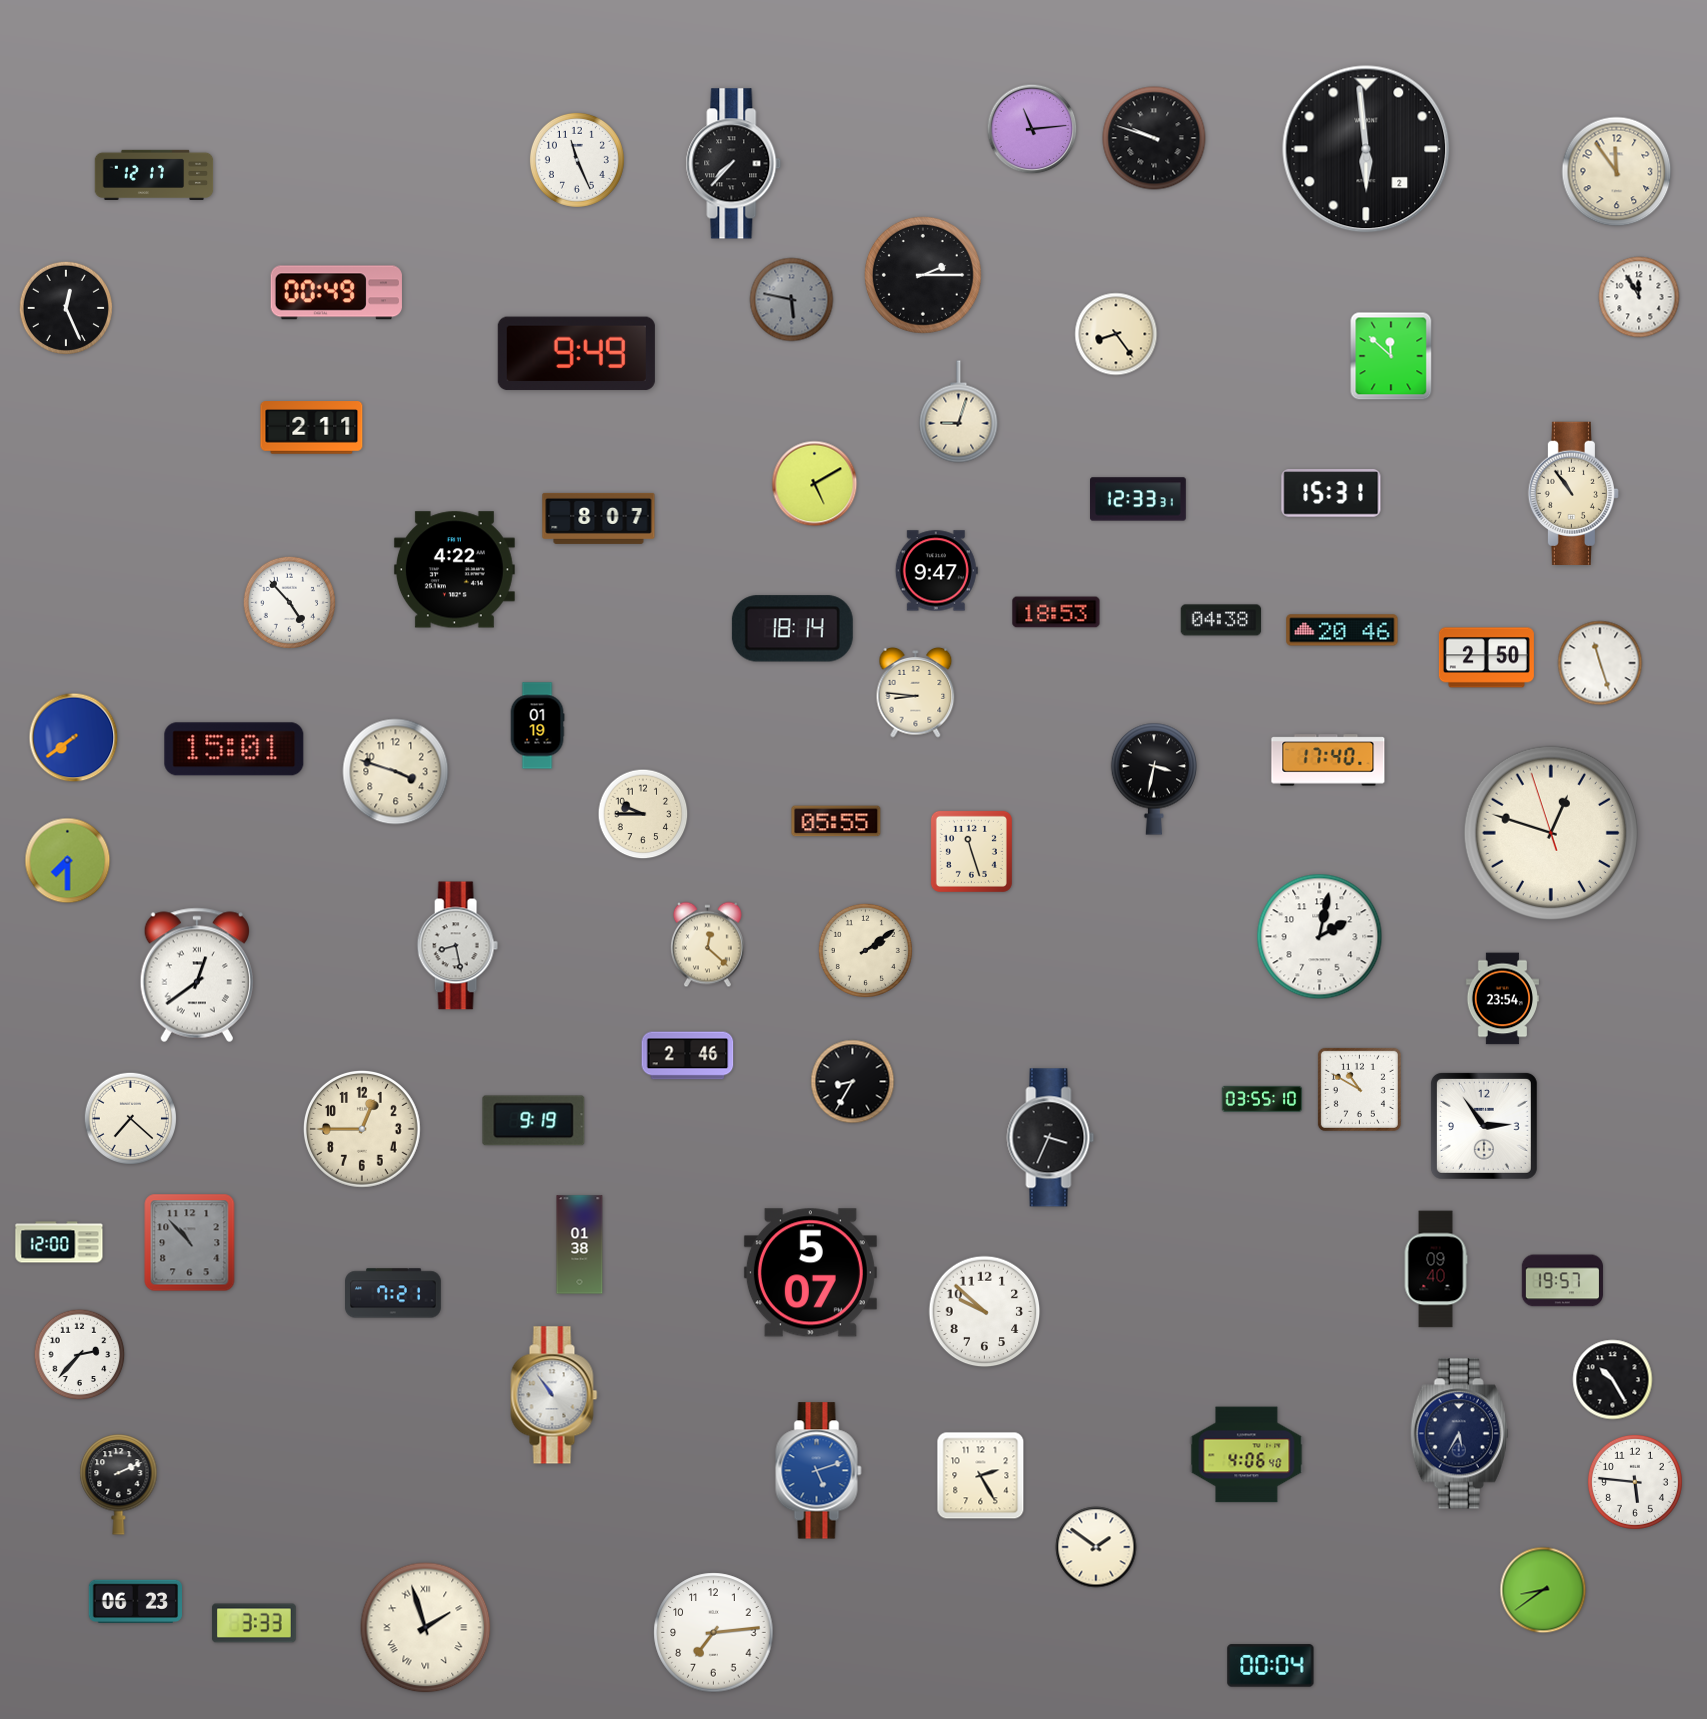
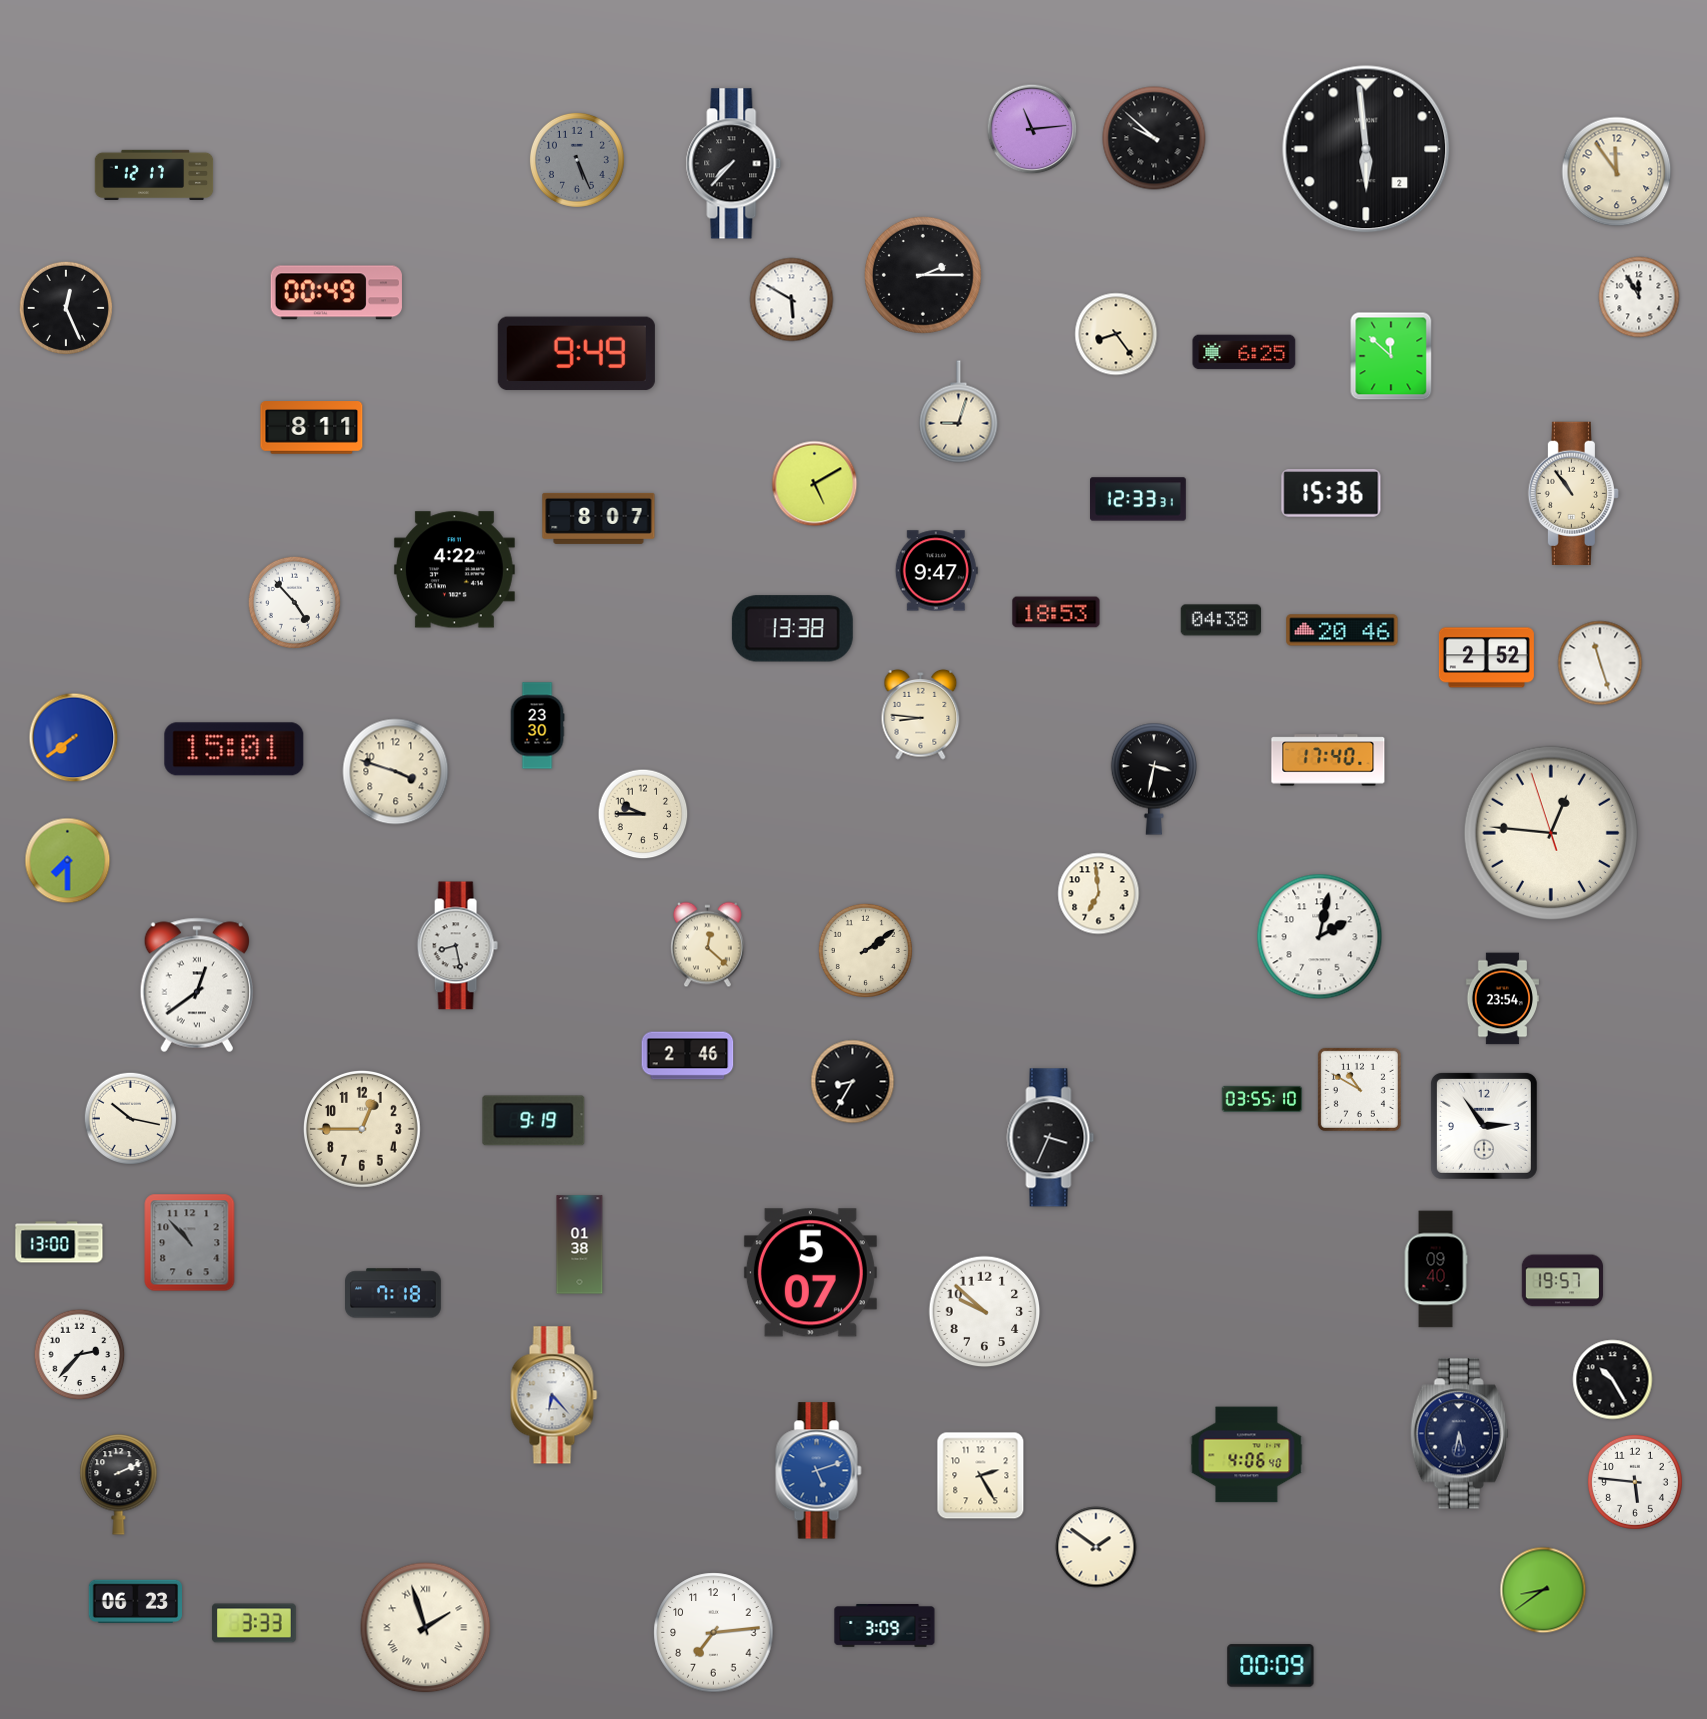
clock at (1154, 138): 9:48 -> 9:52
clock at (577, 160): 11:26 -> 5:26
clock at (577, 160) dial: white -> grey
clock at (792, 300): 5:47 -> 5:50
clock at (792, 300) dial: grey -> white
clock at (1244, 352): none -> 6:25
clock at (312, 428): 2:11 -> 8:11
clock at (1331, 493): 15:31 -> 15:36
clock at (289, 602) position: (289, 602) -> (294, 602)
clock at (792, 629): 18:14 -> 13:38
clock at (1486, 658): 2:50 -> 2:52
clock at (916, 693) position: (916, 693) -> (921, 715)
clock at (537, 726): 01:19 -> 23:30
clock at (836, 821): 05:55 -> none
clock at (1551, 833): 12:47 -> 12:45
clock at (971, 851): 11:27 -> none
clock at (1099, 894): none -> 6:59
clock at (197, 975) position: (197, 975) -> (197, 985)
clock at (130, 1118): 7:22 -> 10:17
clock at (59, 1242): 12:00 -> 13:00
clock at (394, 1293): 7:21 -> 7:18
clock at (554, 1395): 10:54 -> 6:23
clock at (1459, 1434): 5:35 -> 5:32
clock at (885, 1626): none -> 3:09
clock at (1271, 1666): 00:04 -> 00:09
